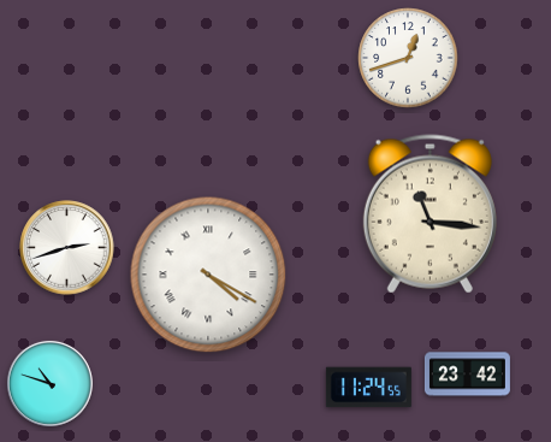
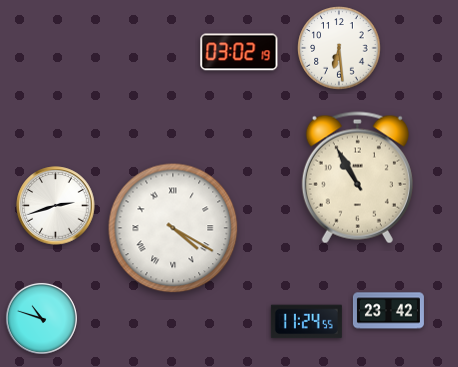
clock at (408, 58): 12:42 -> 6:29
clock at (239, 52): none -> 03:02
clock at (429, 214): 11:16 -> 10:55
